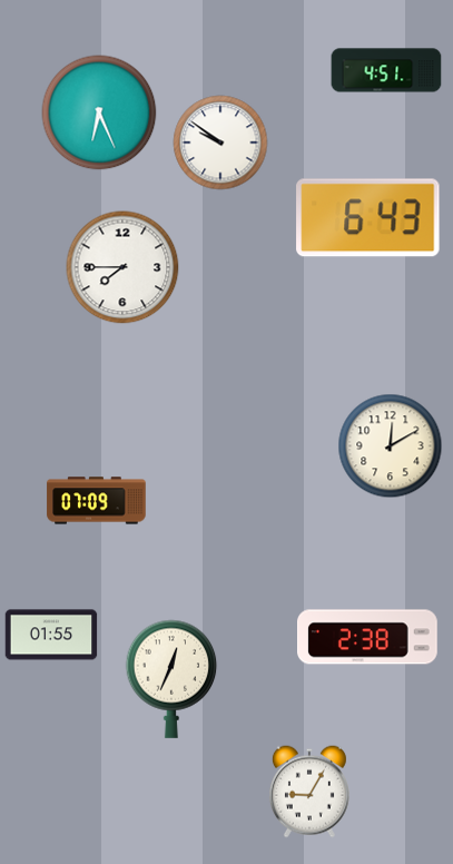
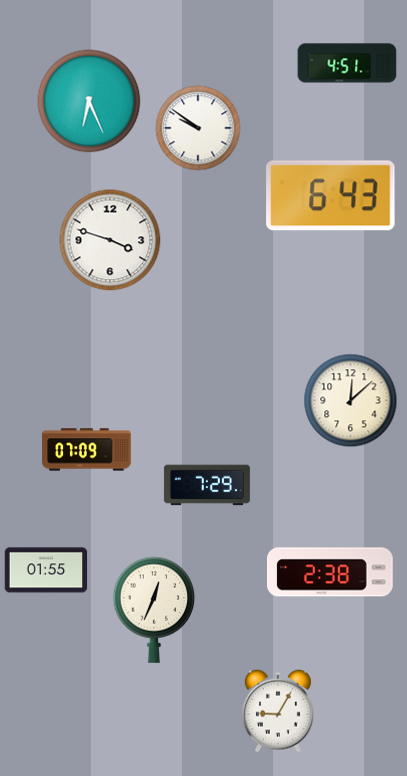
clock at (122, 267): 7:45 -> 3:48
clock at (391, 446): 12:10 -> 12:08
clock at (207, 485): none -> 7:29
